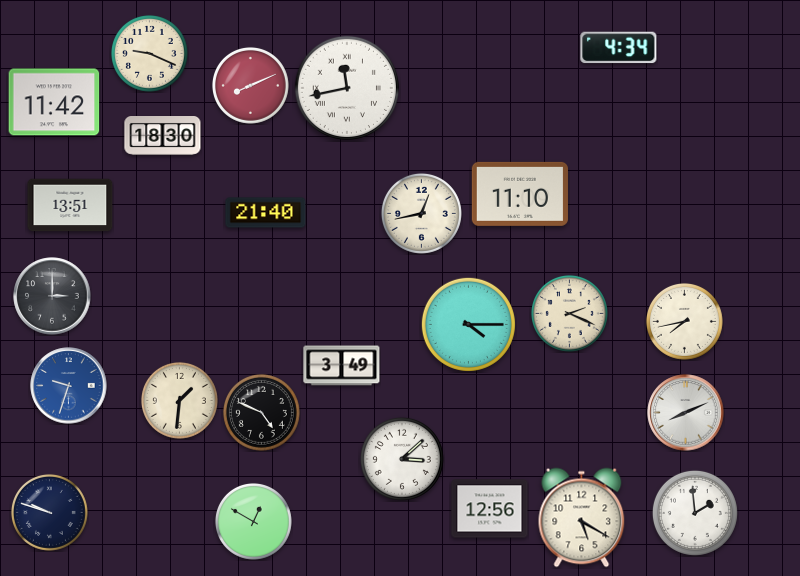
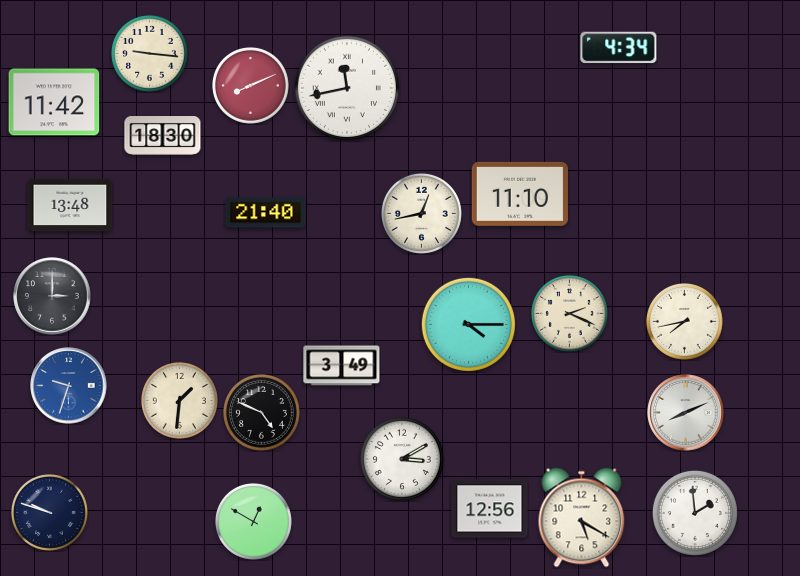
clock at (149, 53): 9:19 -> 9:16
clock at (70, 205): 13:51 -> 13:48
clock at (402, 459): 3:08 -> 3:10
